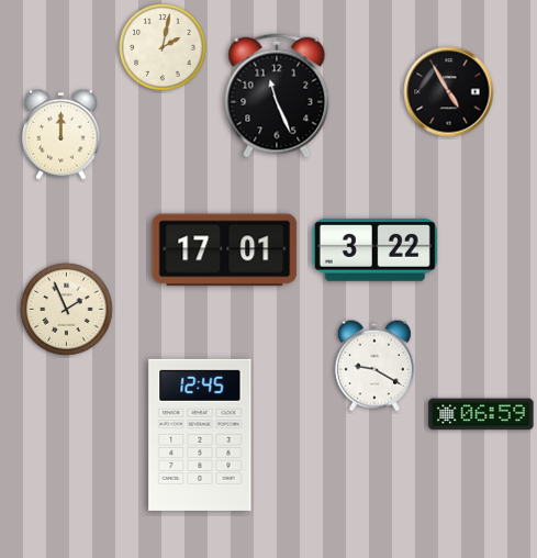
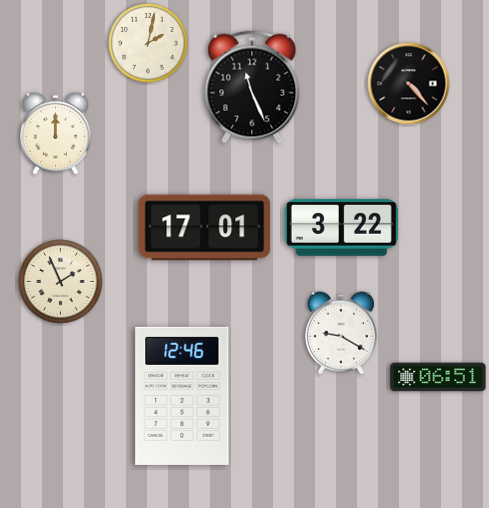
clock at (449, 92): 4:55 -> 4:23
clock at (60, 134) position: (60, 134) -> (55, 133)
clock at (481, 414): 06:59 -> 06:51
clock at (200, 435): 12:45 -> 12:46
